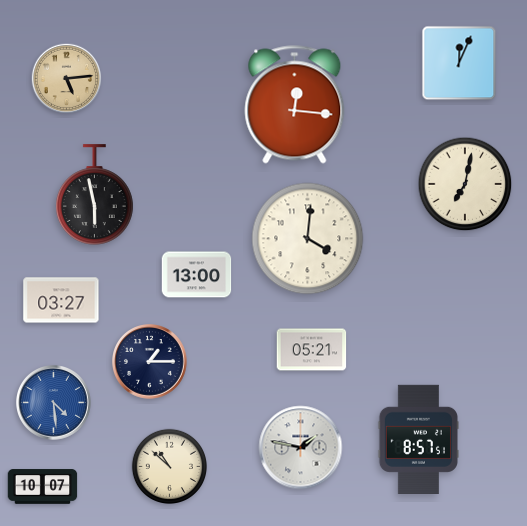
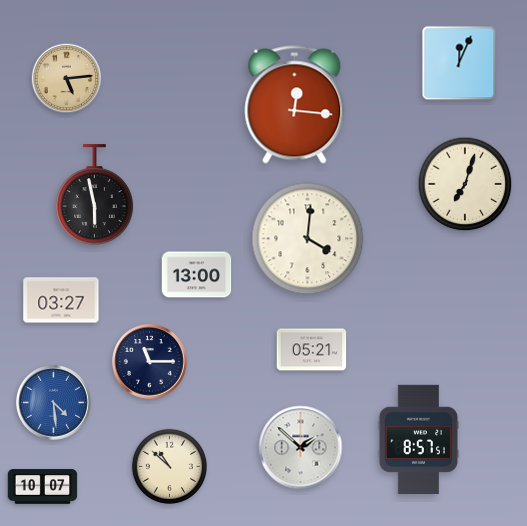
clock at (465, 184): 7:02 -> 7:03
clock at (150, 362): 1:15 -> 11:15
clock at (301, 448): 1:47 -> 1:52
